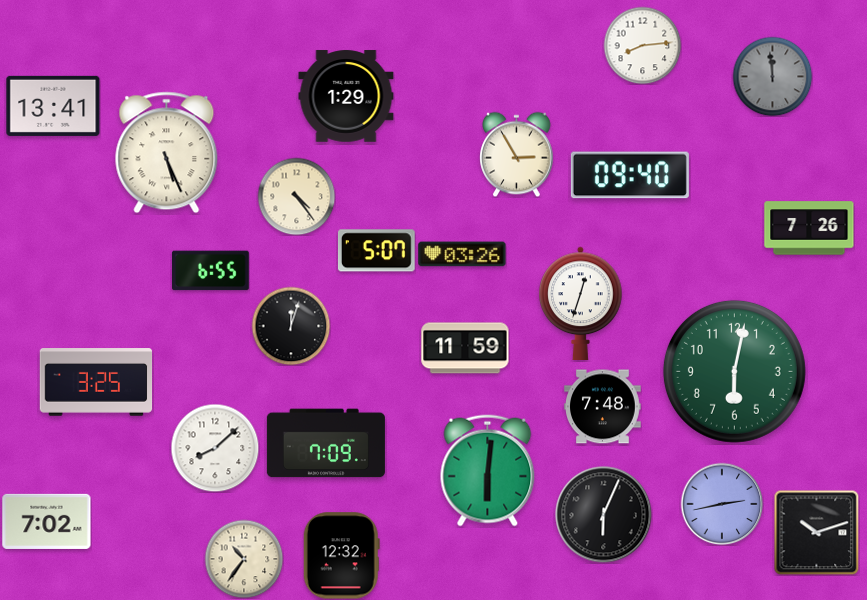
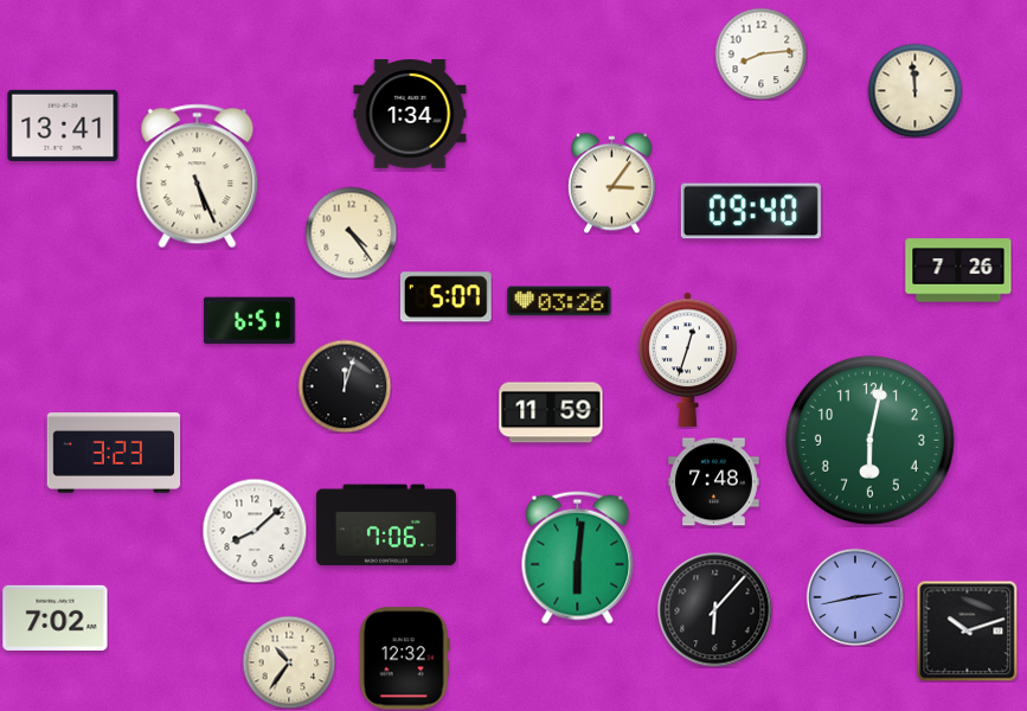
clock at (772, 76) dial: grey -> cream
clock at (346, 96): 1:29 -> 1:34
clock at (167, 153) position: (167, 153) -> (198, 177)
clock at (517, 154): 2:55 -> 3:06
clock at (630, 175) position: (630, 175) -> (751, 211)
clock at (462, 254) position: (462, 254) -> (559, 301)
clock at (211, 271): 6:55 -> 6:51
clock at (96, 382): 3:25 -> 3:23
clock at (326, 443): 7:09 -> 7:06
clock at (604, 515): 6:04 -> 6:07
